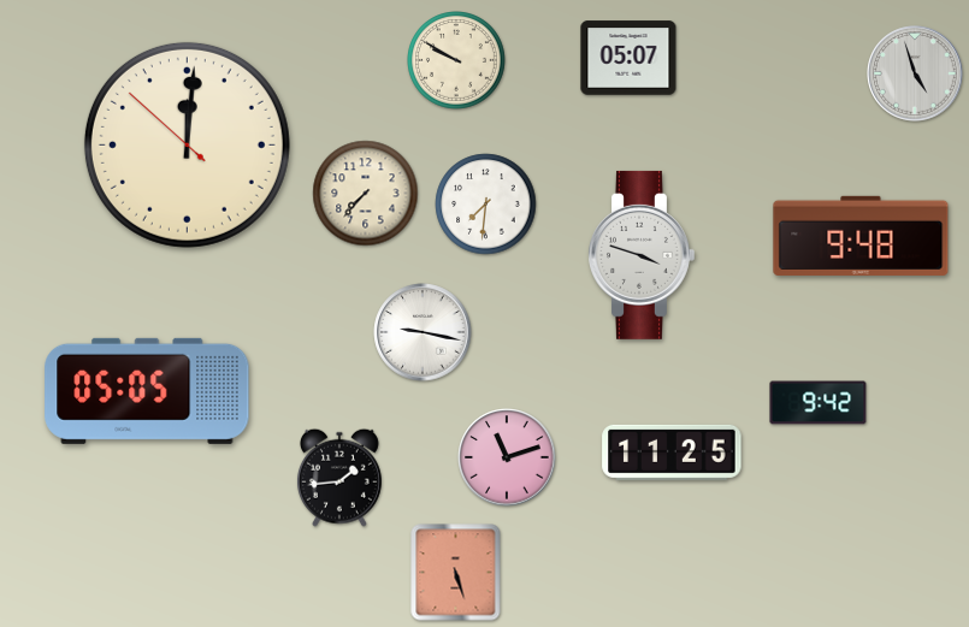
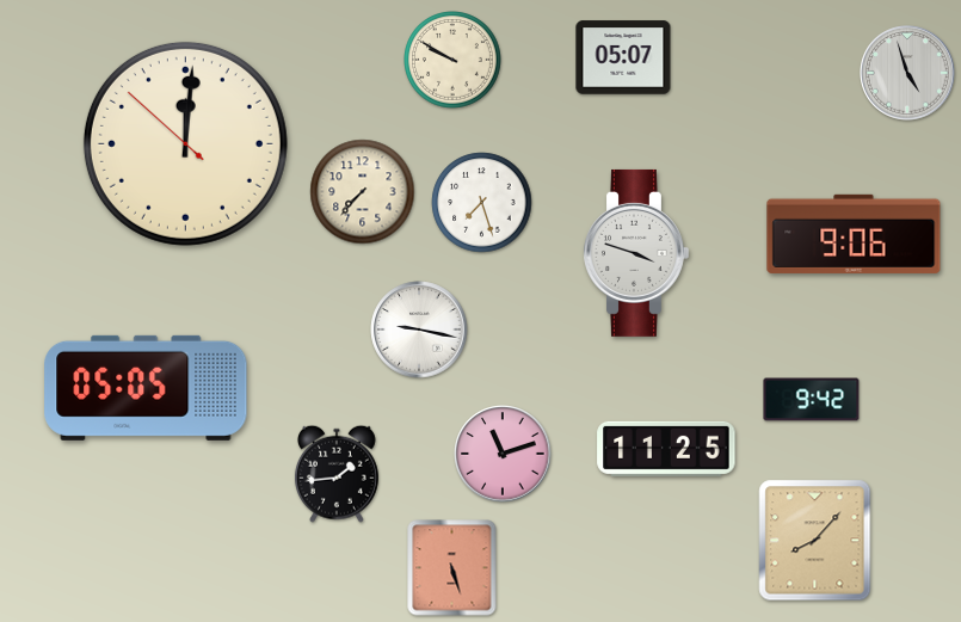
clock at (486, 205): 7:31 -> 7:27
clock at (861, 236): 9:48 -> 9:06
clock at (815, 541): none -> 8:07
